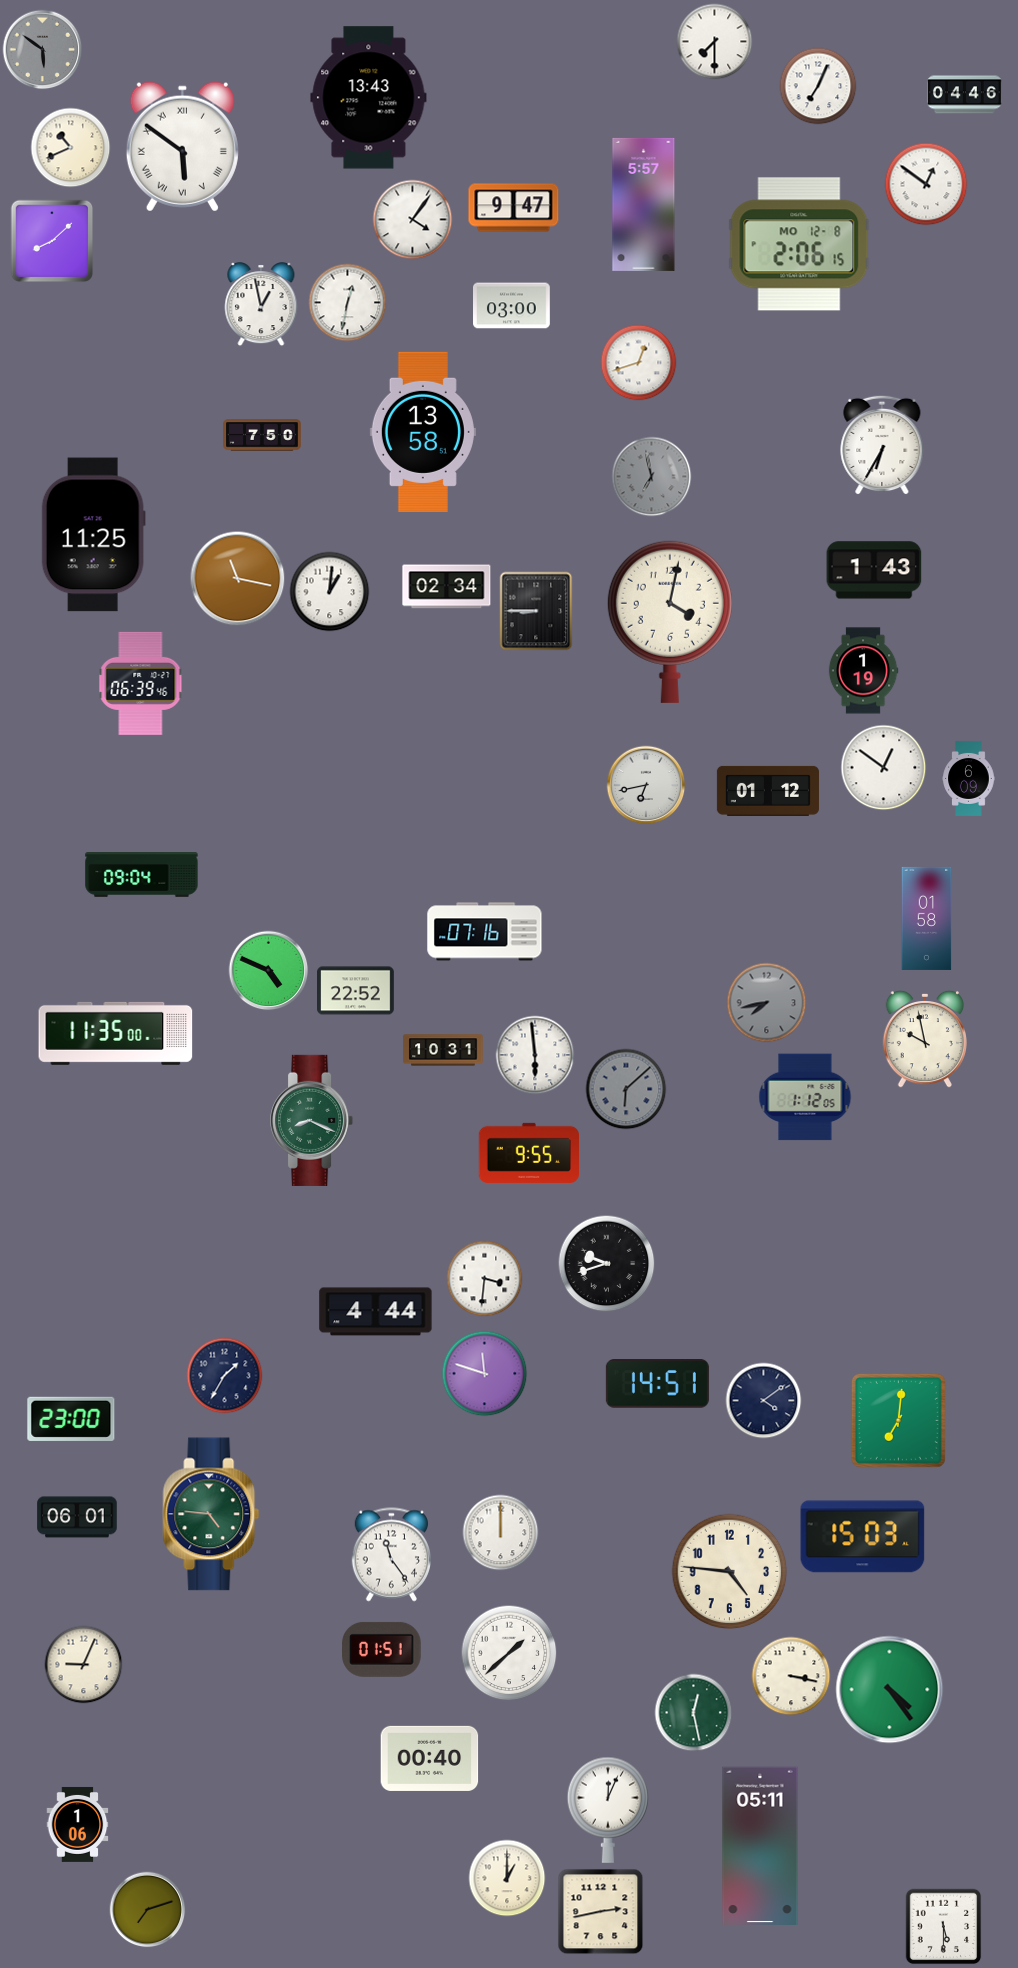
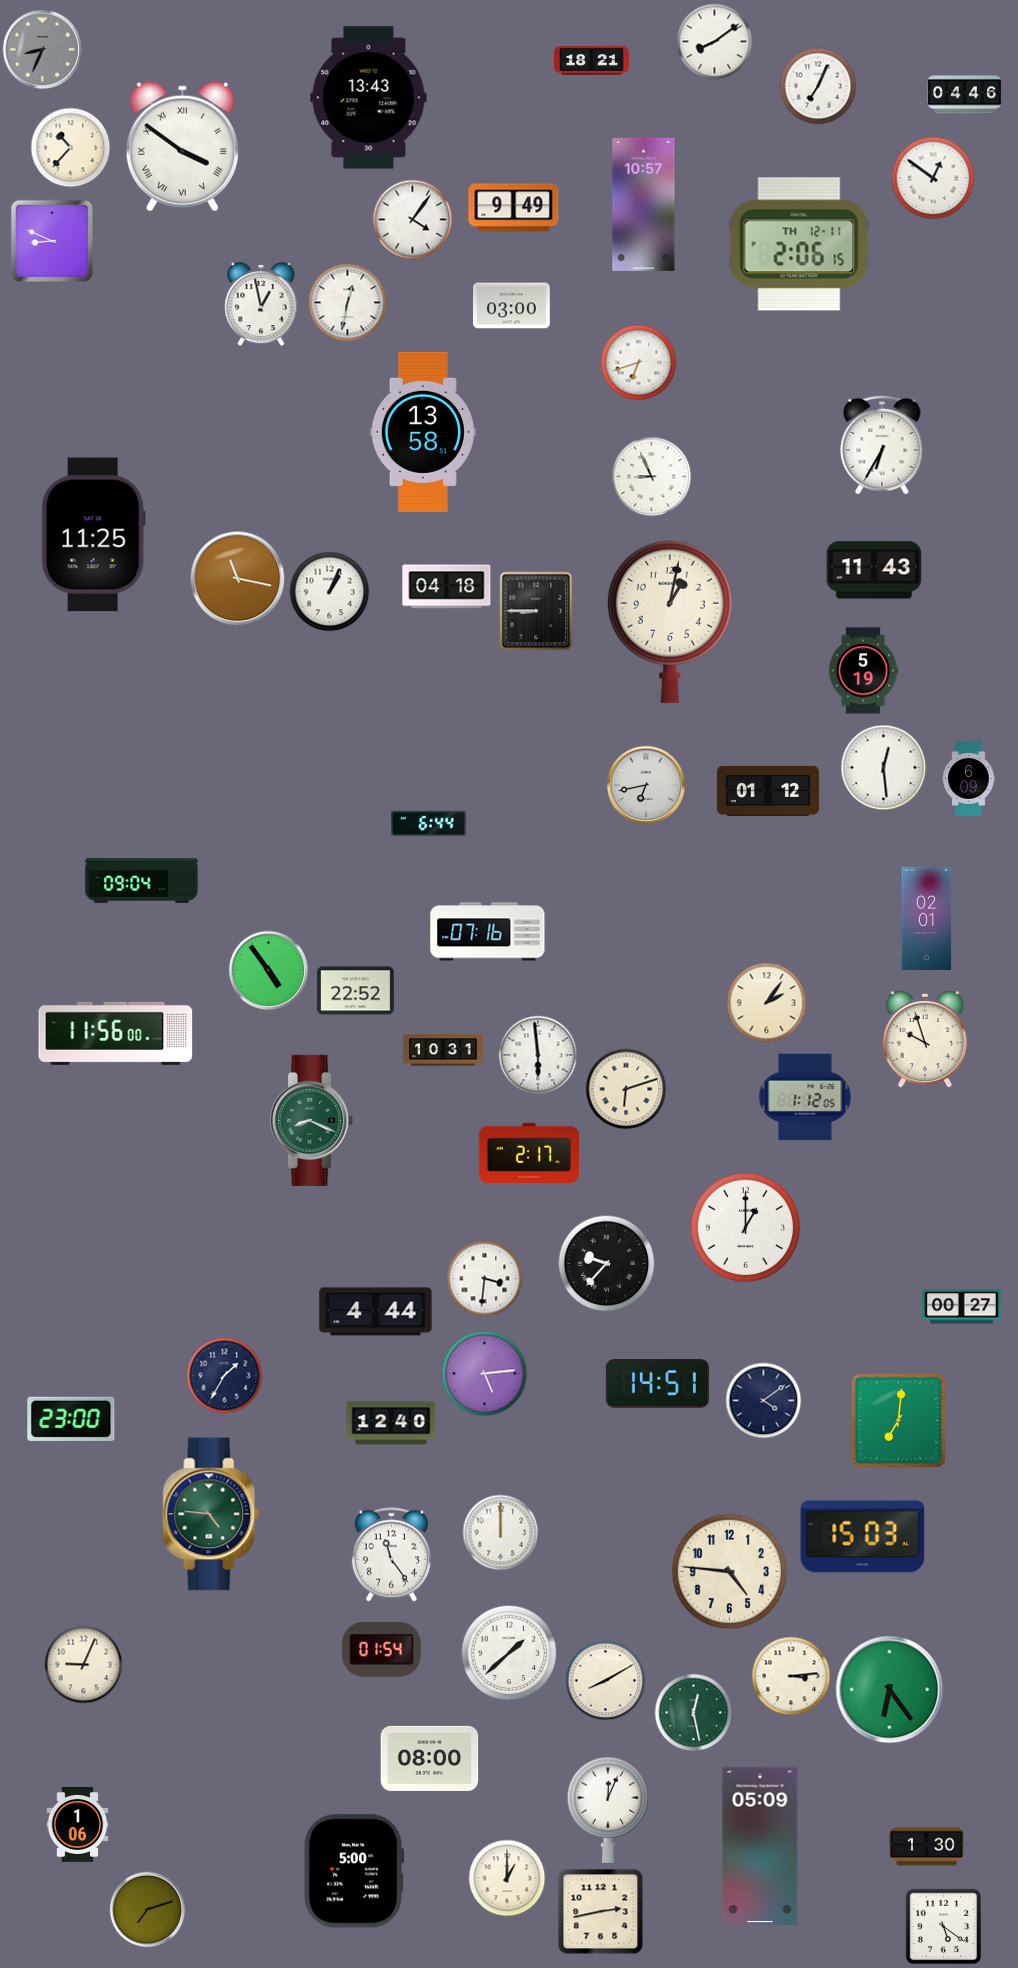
clock at (715, 42): 7:30 -> 8:09
clock at (43, 50): 5:51 -> 8:34
clock at (591, 61): none -> 18:21
clock at (182, 147): 5:51 -> 3:51
clock at (71, 148): 10:41 -> 10:37
clock at (926, 184) position: (926, 184) -> (933, 178)
clock at (644, 204): 5:57 -> 10:57
clock at (514, 208): 9:47 -> 9:49
clock at (52, 241): 8:08 -> 8:49
clock at (799, 244) date: MO 12-8 -> TH 12-11
clock at (639, 363): 12:42 -> 6:42
clock at (262, 435): 7:50 -> none
clock at (652, 477): 6:58 -> 8:56
clock at (652, 477) dial: grey -> white
clock at (874, 570): 1:43 -> 11:43
clock at (447, 587): 02:34 -> 04:18
clock at (330, 592): 1:01 -> 1:04
clock at (670, 622): 4:02 -> 1:02
clock at (863, 671): 1:19 -> 5:19
clock at (141, 683): 06:39 -> none
clock at (884, 768): 12:51 -> 12:29
clock at (428, 824): none -> 6:44
clock at (142, 875) position: (142, 875) -> (142, 881)
clock at (927, 918): 01:58 -> 02:01
clock at (485, 932) position: (485, 932) -> (488, 932)
clock at (269, 971): 4:49 -> 4:54
clock at (767, 1003): 7:43 -> 2:06
clock at (767, 1003) dial: grey -> cream
clock at (116, 1033): 11:35 -> 11:56
clock at (925, 1039): 9:58 -> 9:57
clock at (535, 1055) position: (535, 1055) -> (538, 1055)
clock at (626, 1089): 6:08 -> 6:12
clock at (626, 1089) dial: grey -> cream
clock at (528, 1153): 9:55 -> 2:17
clock at (746, 1228): none -> 1:00
clock at (607, 1264): 9:42 -> 9:37
clock at (962, 1307): none -> 00:27
clock at (485, 1374): 11:48 -> 5:14
clock at (391, 1423): none -> 12:40
clock at (77, 1517): 06:01 -> none
clock at (382, 1649): 01:51 -> 01:54
clock at (791, 1676): 3:17 -> 3:14
clock at (606, 1681): none -> 8:10
clock at (890, 1690): 4:24 -> 6:24
clock at (430, 1758): 00:40 -> 08:00
clock at (760, 1846): 05:11 -> 05:09
clock at (926, 1847): none -> 1:30
clock at (354, 1871): none -> 5:00
clock at (944, 1927): 5:30 -> 5:21
